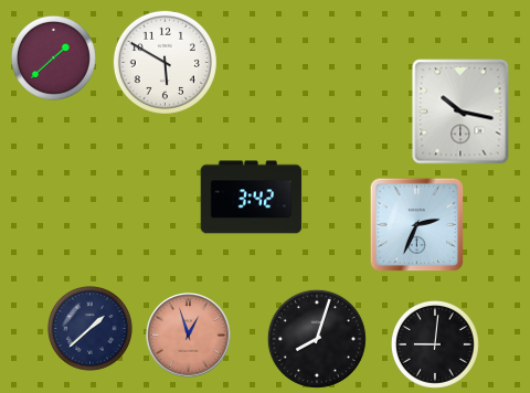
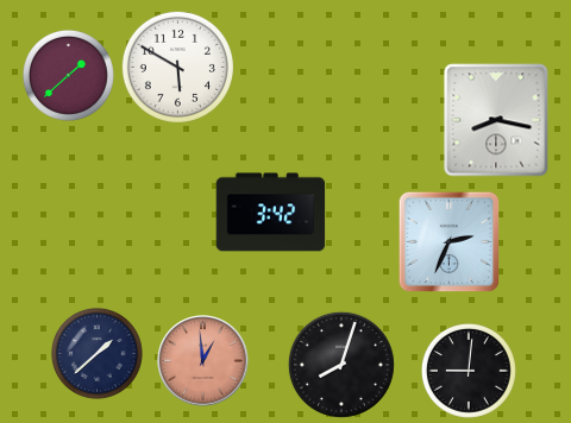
clock at (53, 57) position: (53, 57) -> (68, 75)
clock at (460, 111): 10:17 -> 8:17
clock at (189, 336): 12:57 -> 12:59
